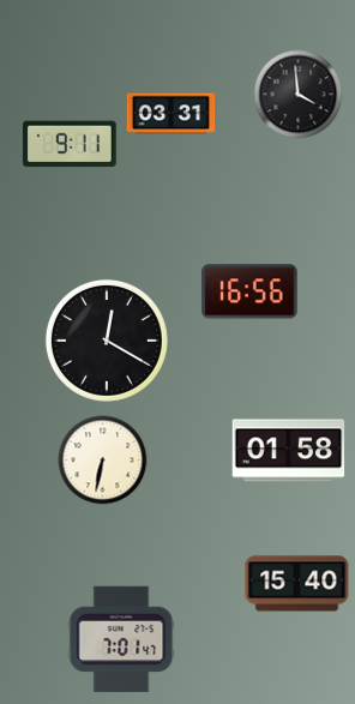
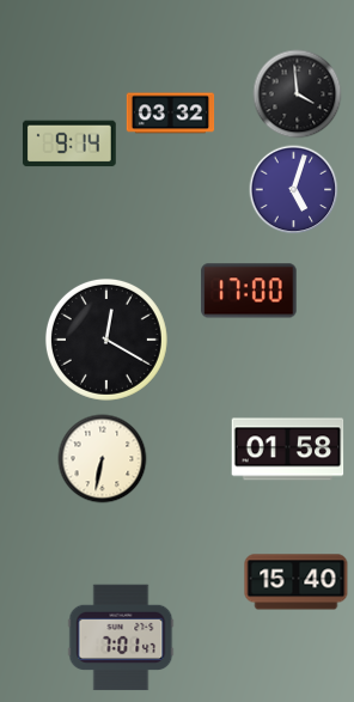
clock at (172, 114): 03:31 -> 03:32
clock at (70, 144): 9:11 -> 9:14
clock at (294, 190): none -> 5:03
clock at (249, 291): 16:56 -> 17:00
